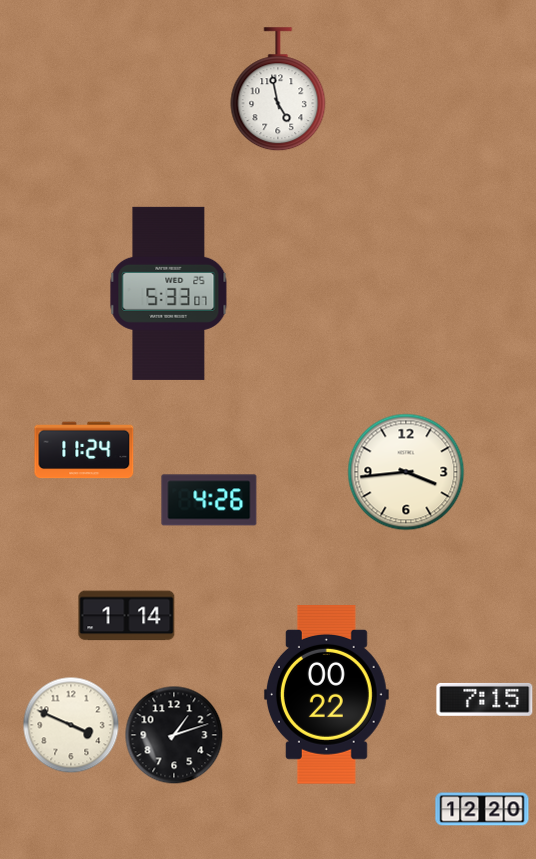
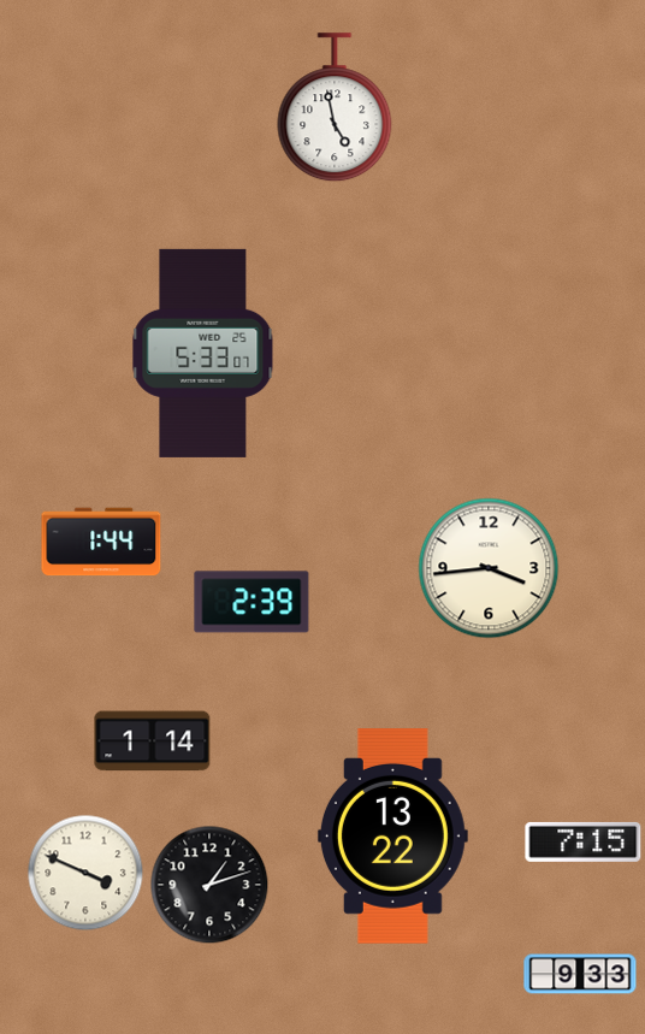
clock at (84, 450): 11:24 -> 1:44
clock at (209, 500): 4:26 -> 2:39
clock at (326, 695): 00:22 -> 13:22
clock at (482, 809): 12:20 -> 9:33
